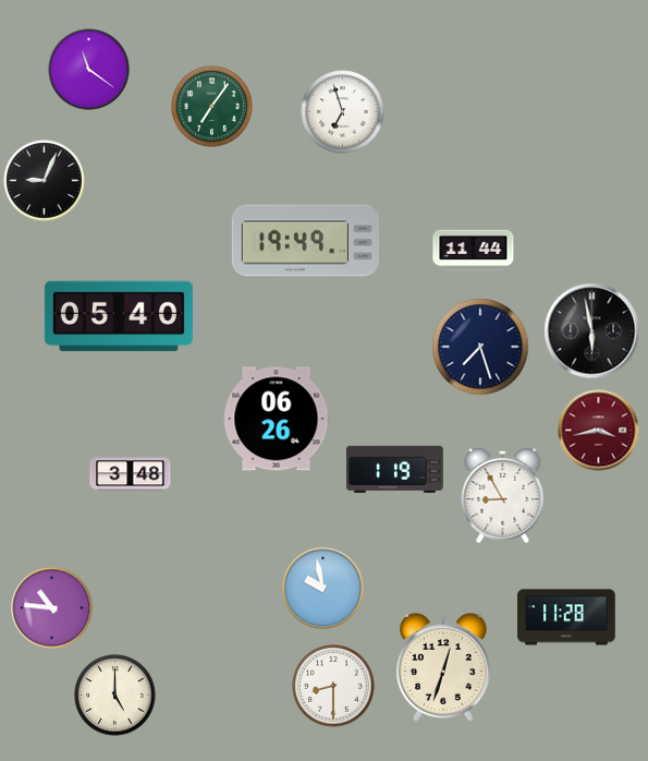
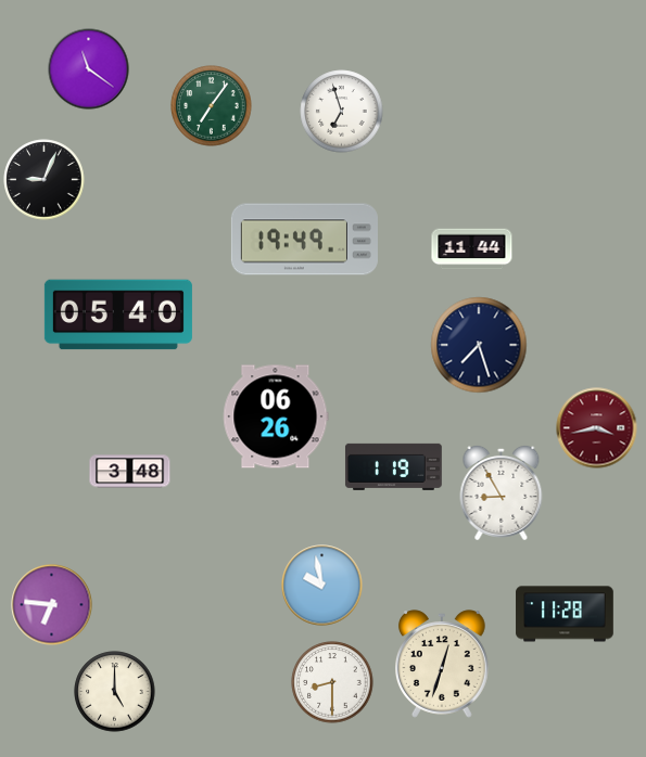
clock at (592, 331): 5:58 -> none
clock at (52, 608): 10:46 -> 6:46
